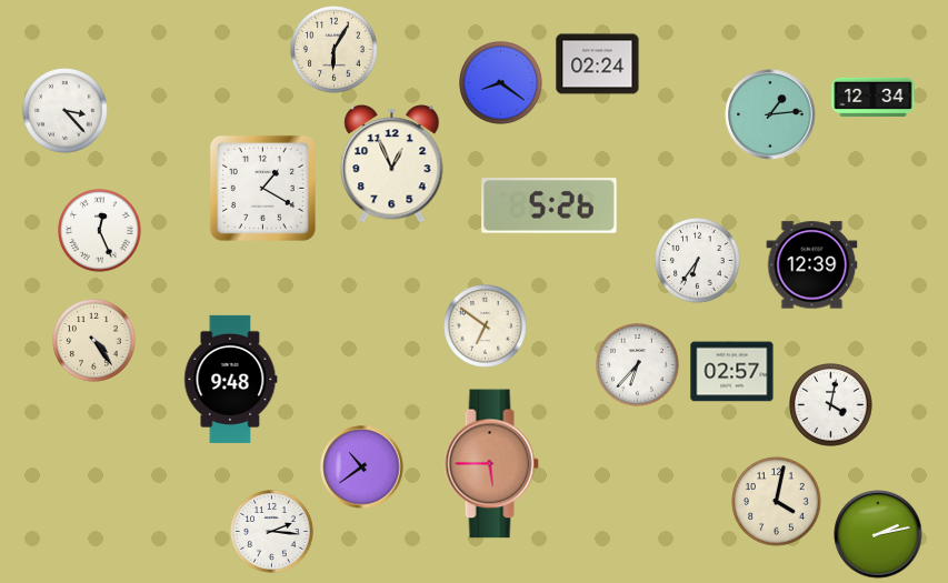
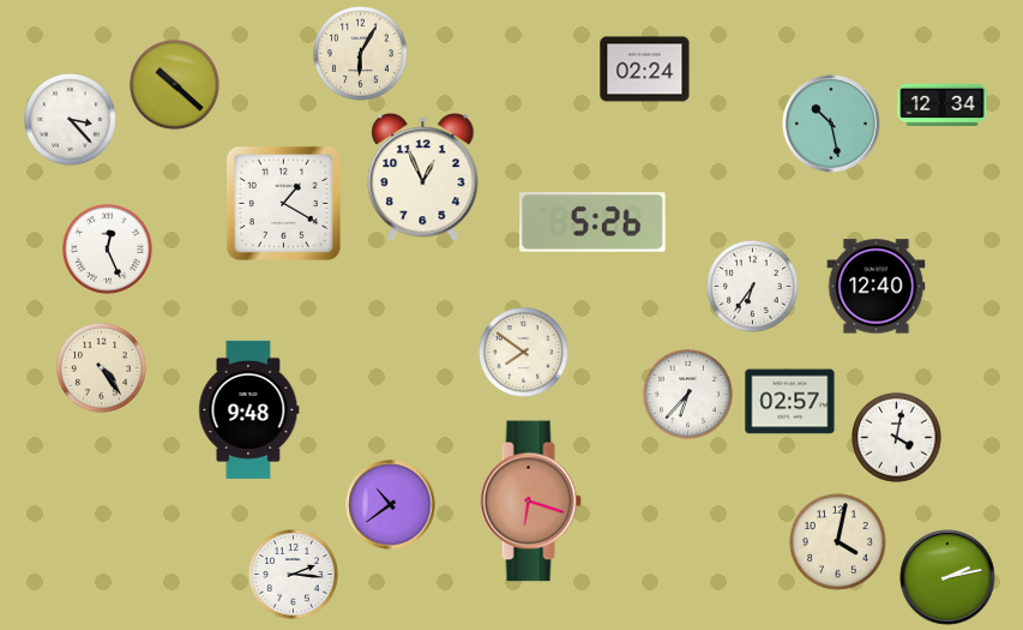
clock at (175, 85): none -> 10:22
clock at (501, 83): 8:21 -> none
clock at (770, 114): 1:14 -> 10:28
clock at (698, 261) position: (698, 261) -> (753, 287)
clock at (812, 265): 12:39 -> 12:40
clock at (486, 326): 6:51 -> 7:51
clock at (491, 464): 5:45 -> 6:18
